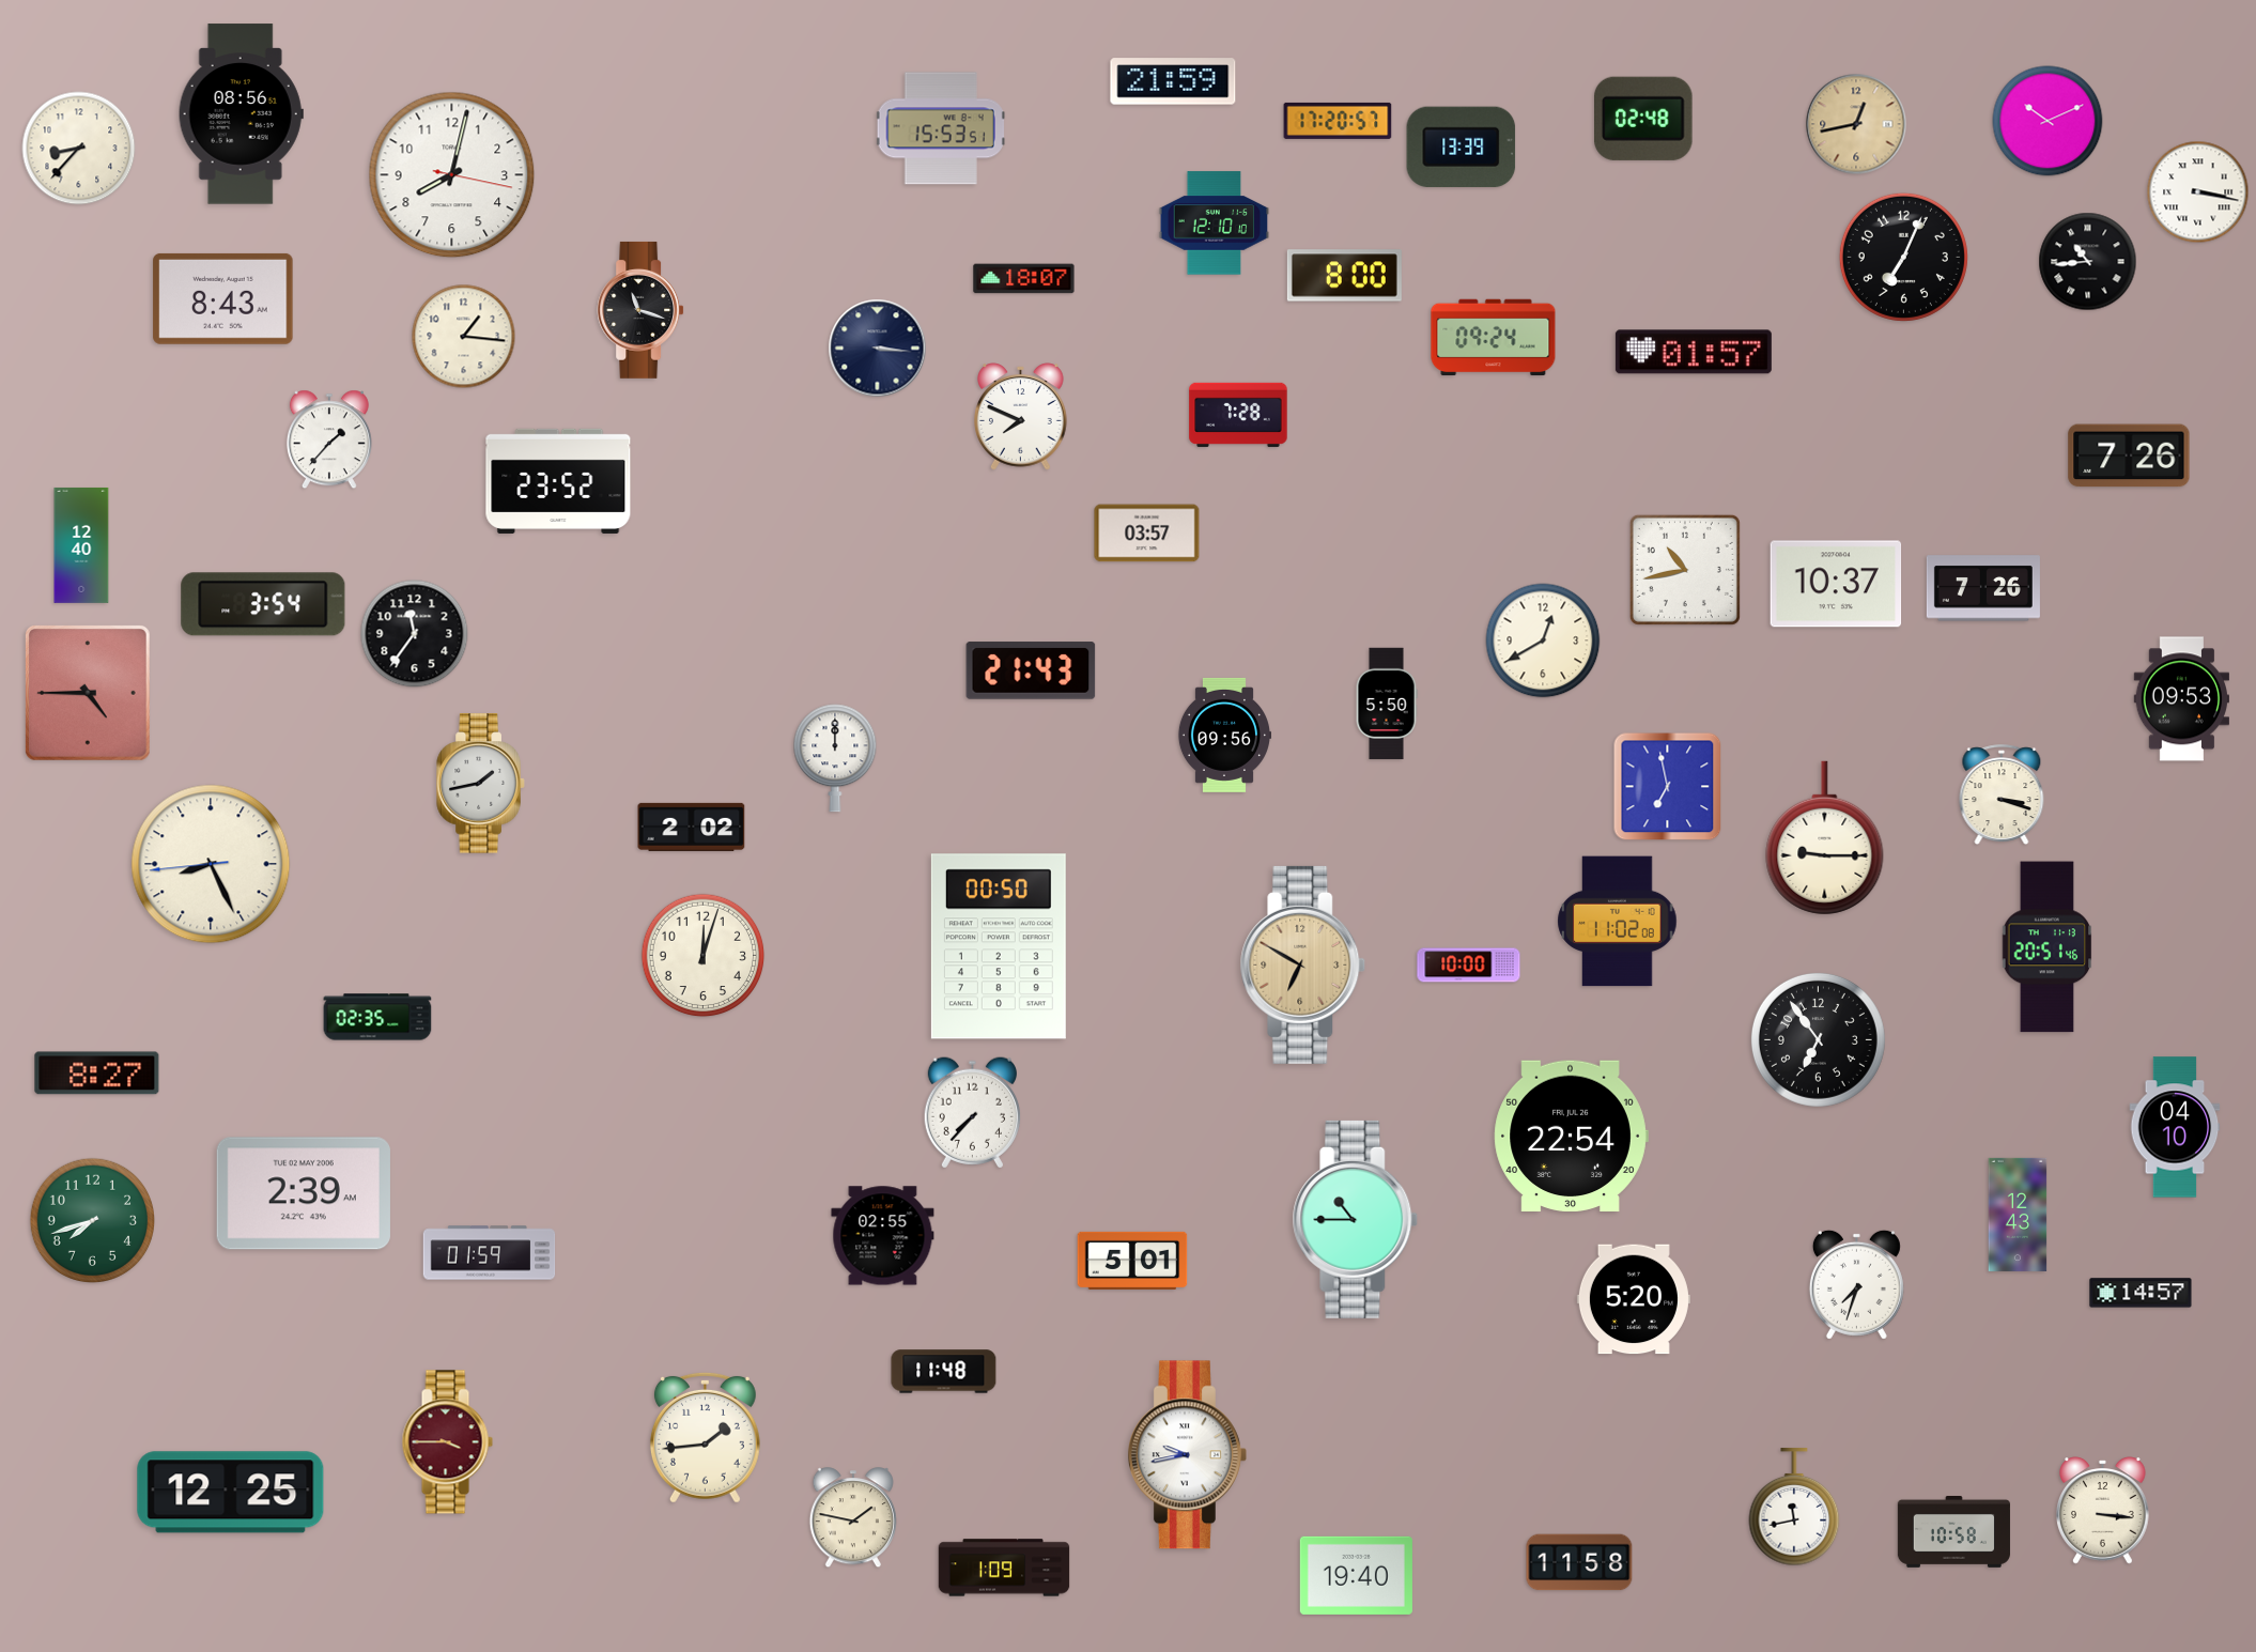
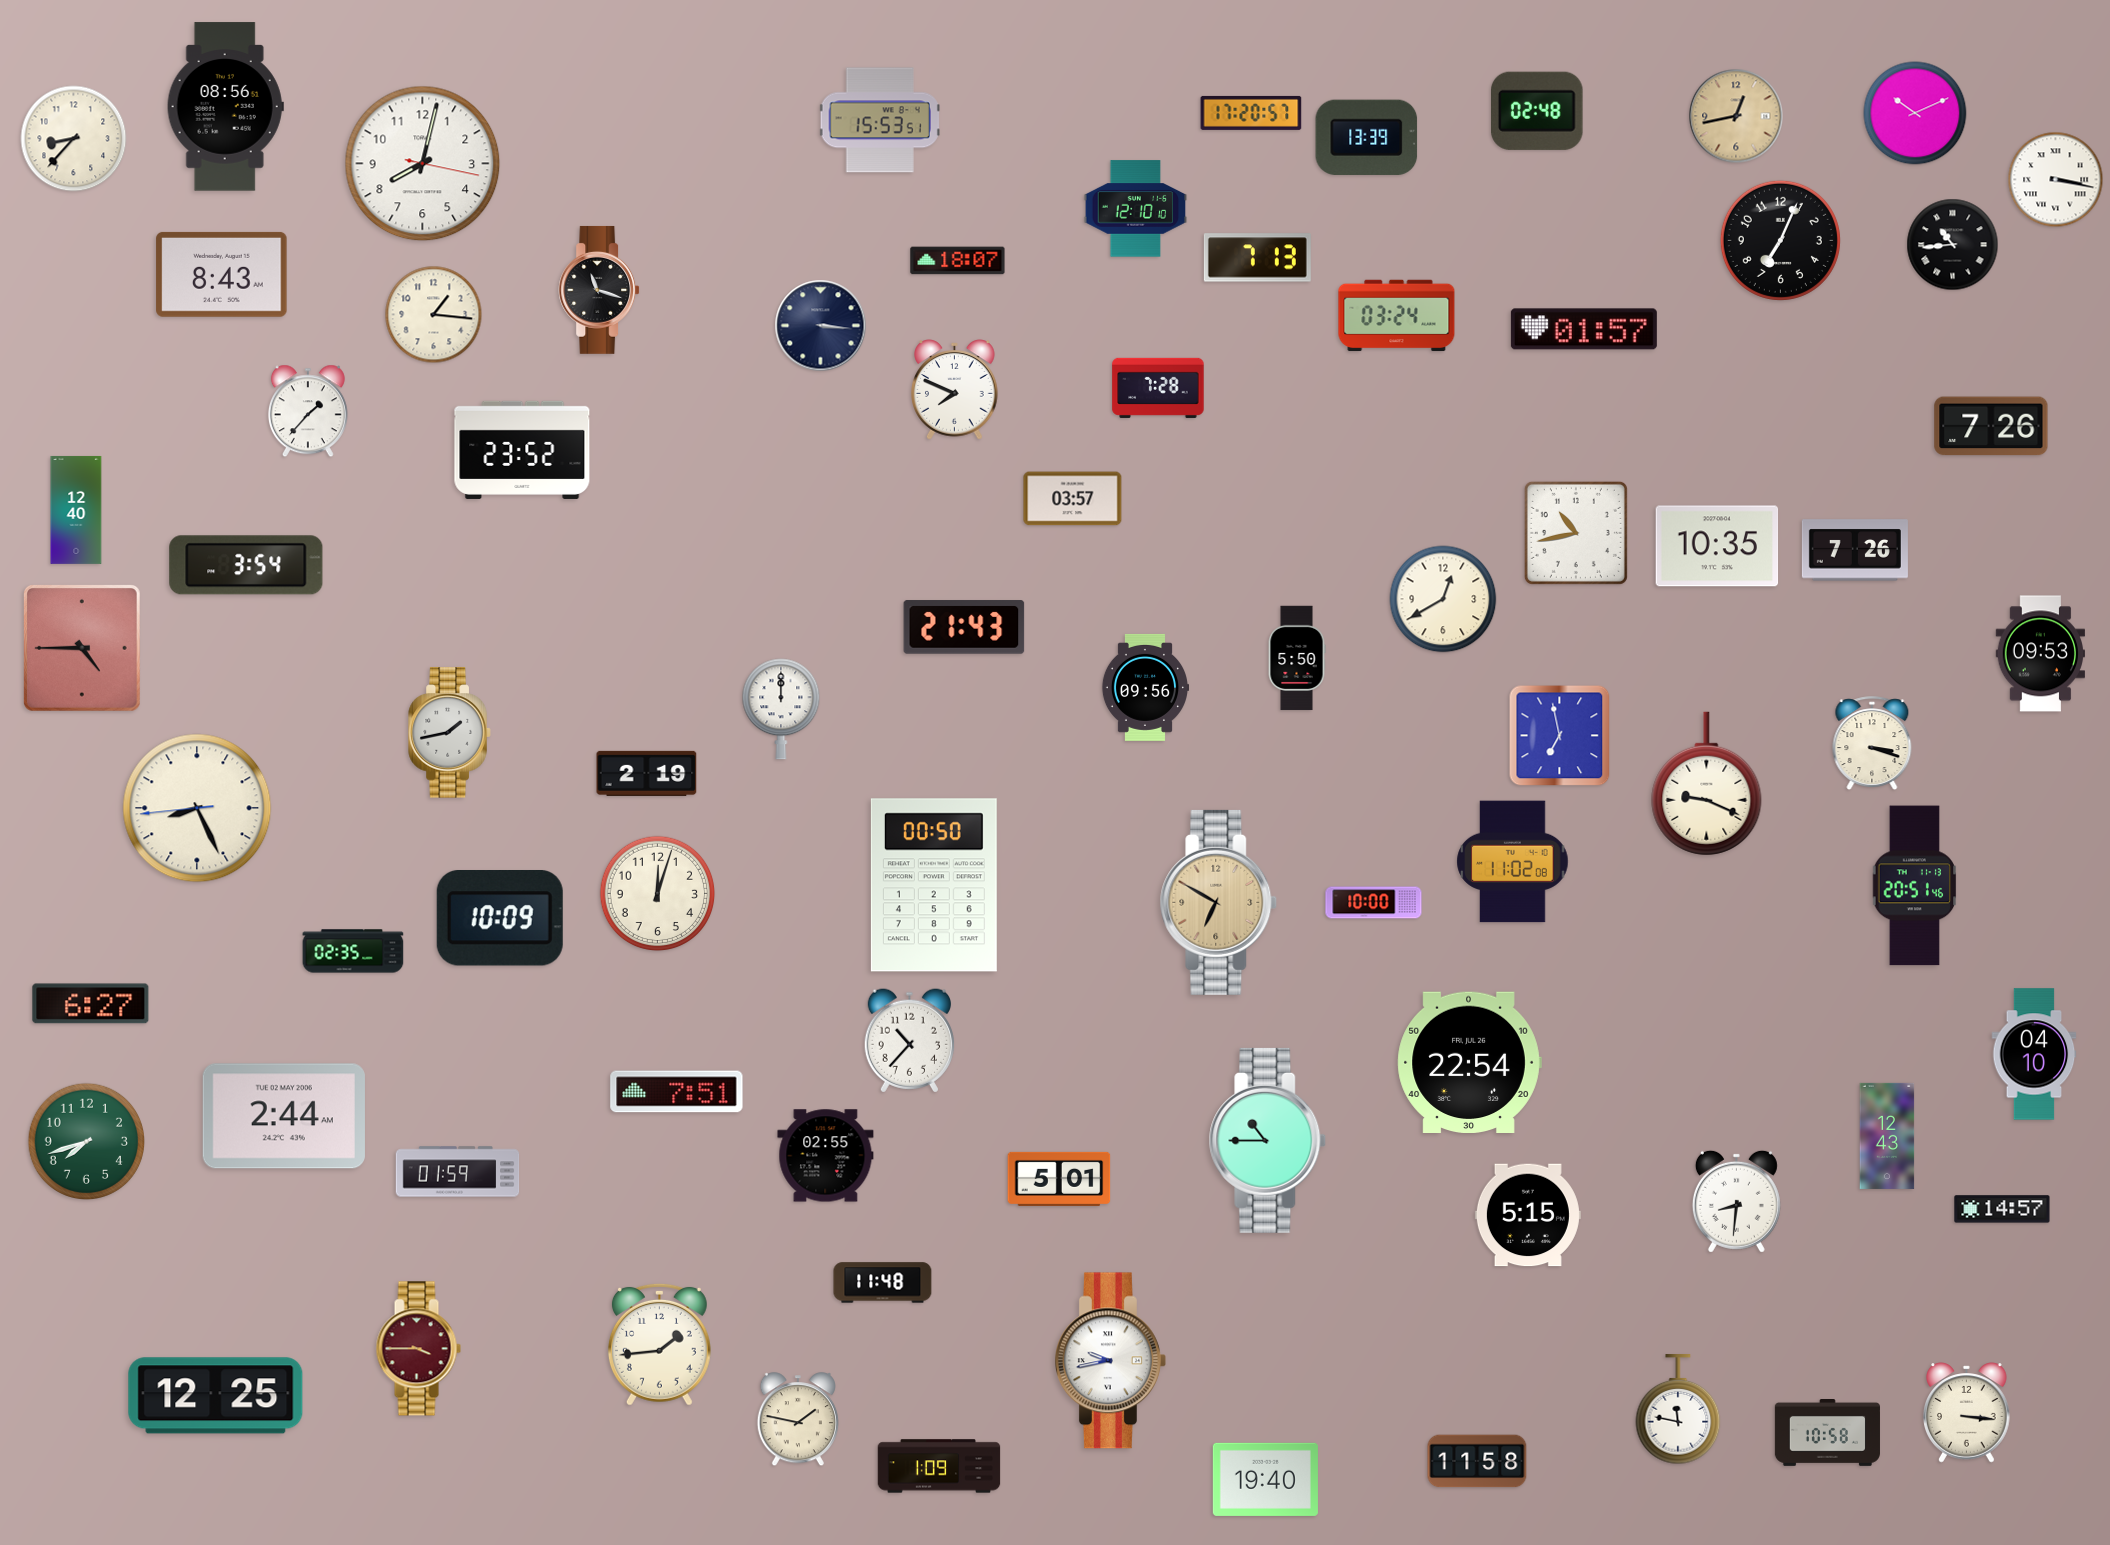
clock at (1173, 81): 21:59 -> none
clock at (1344, 276): 8:00 -> 7:13
clock at (223, 298) position: (223, 298) -> (222, 274)
clock at (1494, 338): 09:24 -> 03:24
clock at (1836, 584): 10:37 -> 10:35
clock at (415, 634): 11:36 -> none
clock at (692, 827): 2:02 -> 2:19
clock at (1825, 838): 9:15 -> 9:19
clock at (500, 918): none -> 10:09
clock at (1818, 1039): 6:54 -> none
clock at (97, 1074): 8:27 -> 6:27
clock at (972, 1113): 7:37 -> 10:37
clock at (677, 1092): none -> 7:51
clock at (304, 1193): 2:39 -> 2:44
clock at (1856, 1284): 7:33 -> 8:31
clock at (1634, 1299): 5:20 -> 5:15
clock at (1794, 1508): 11:43 -> 11:47
clock at (1356, 1575) position: (1356, 1575) -> (1265, 1479)
